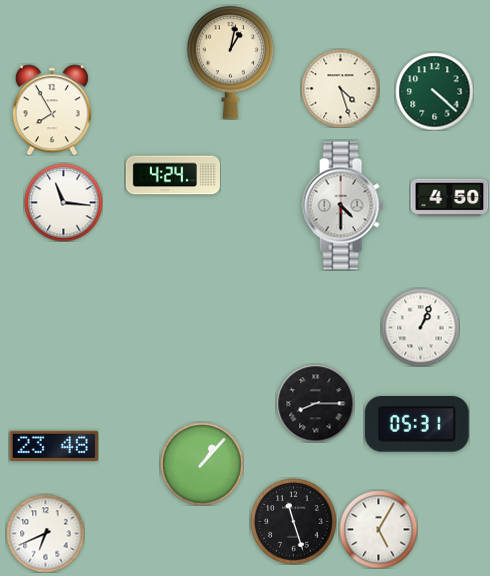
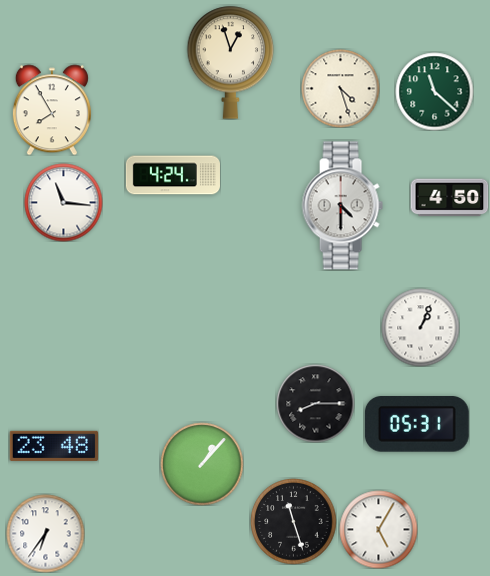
clock at (231, 62): 1:02 -> 12:57
clock at (434, 91): 4:22 -> 11:22
clock at (45, 533): 6:41 -> 6:36
